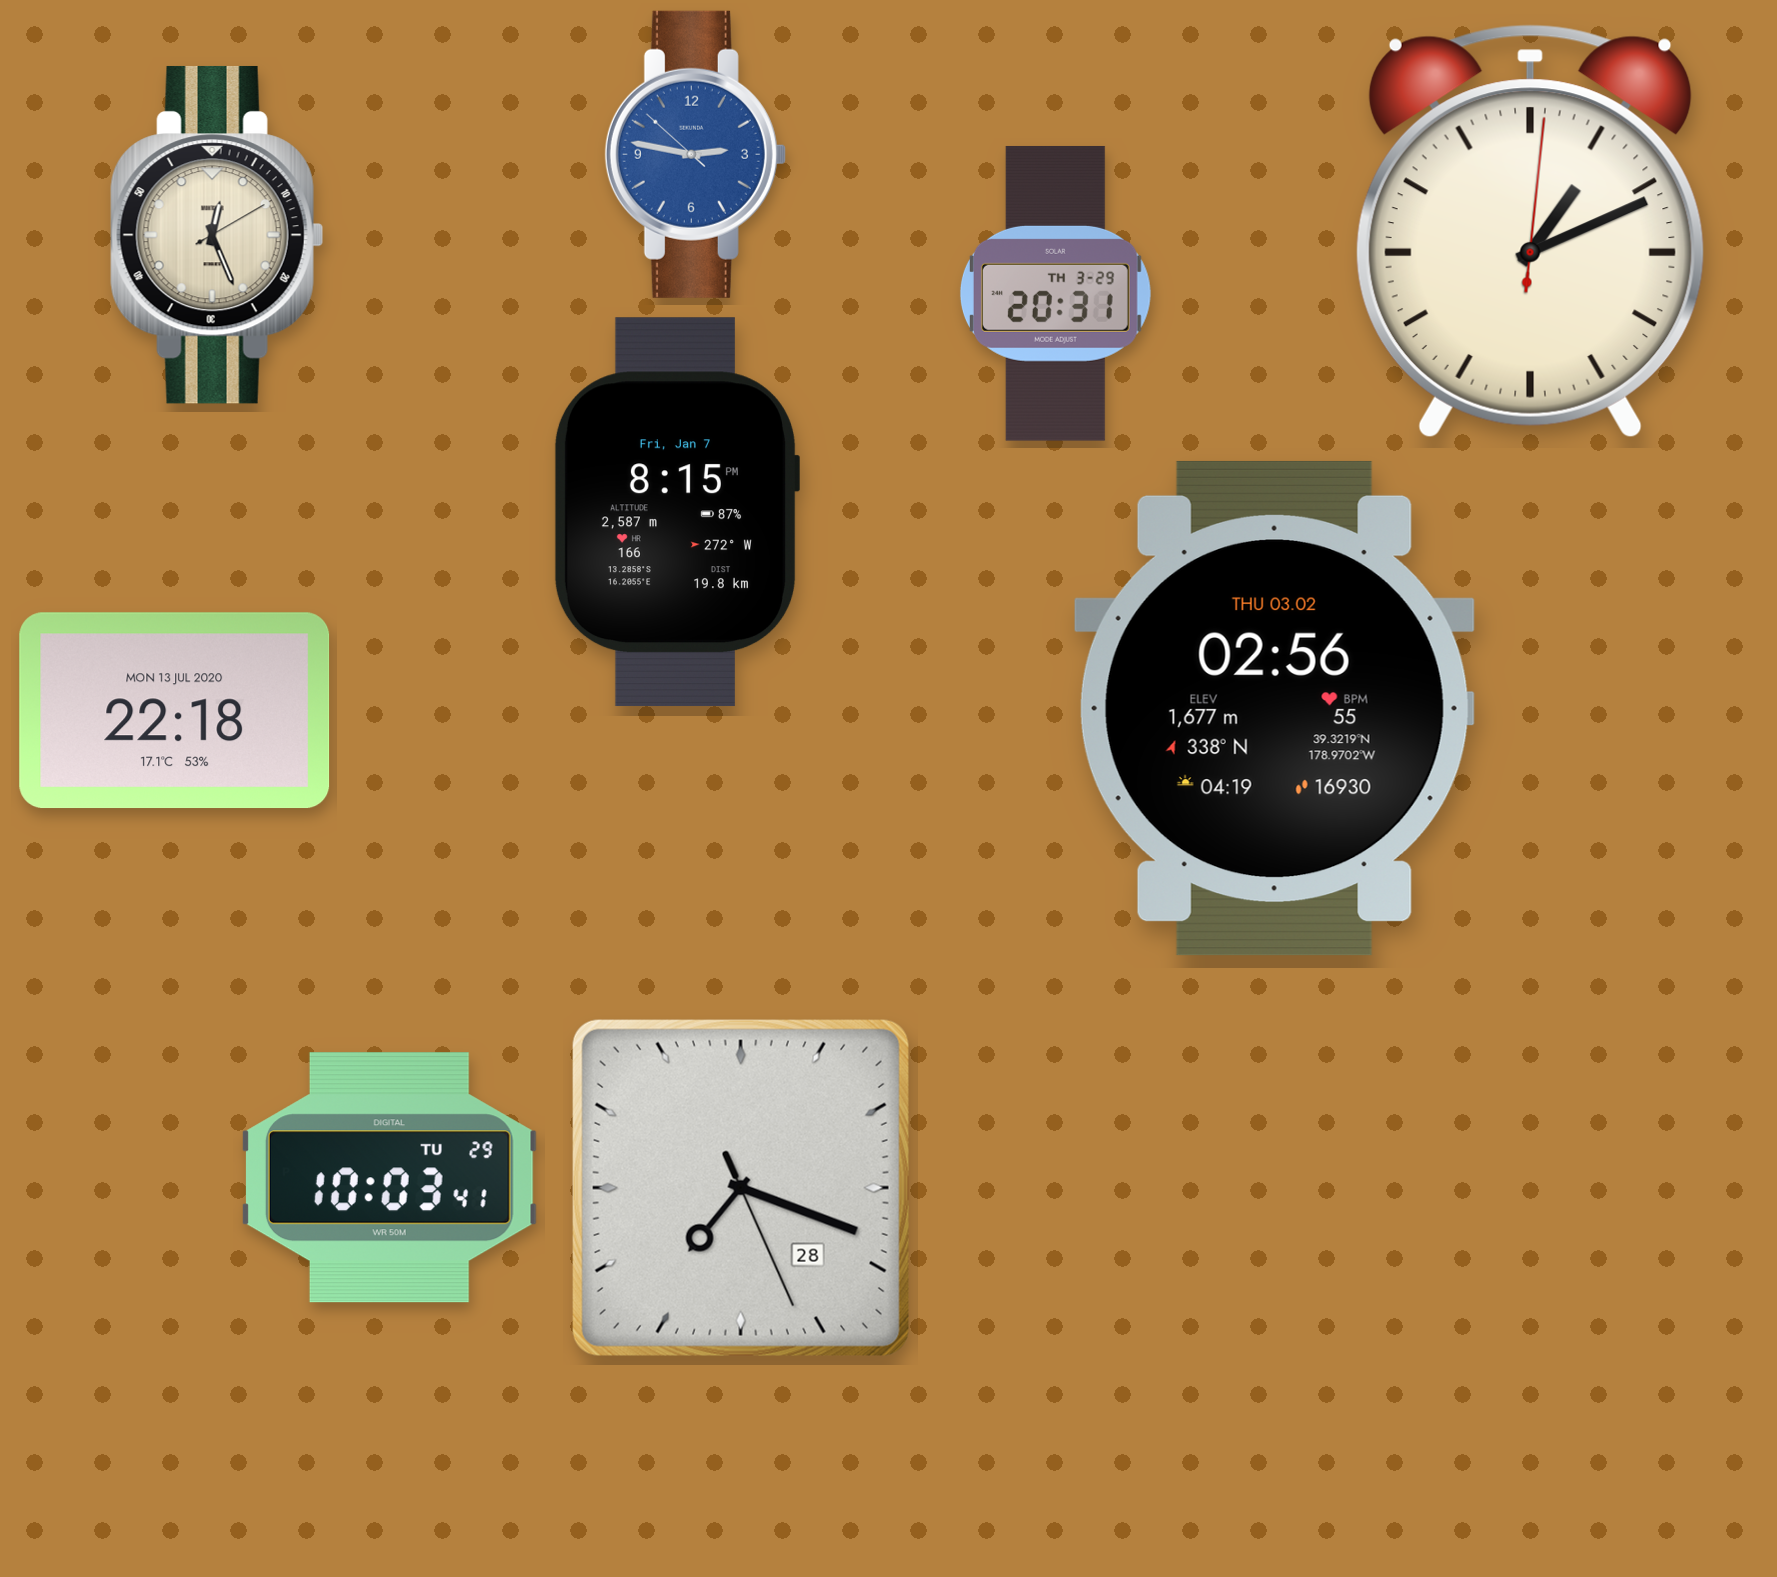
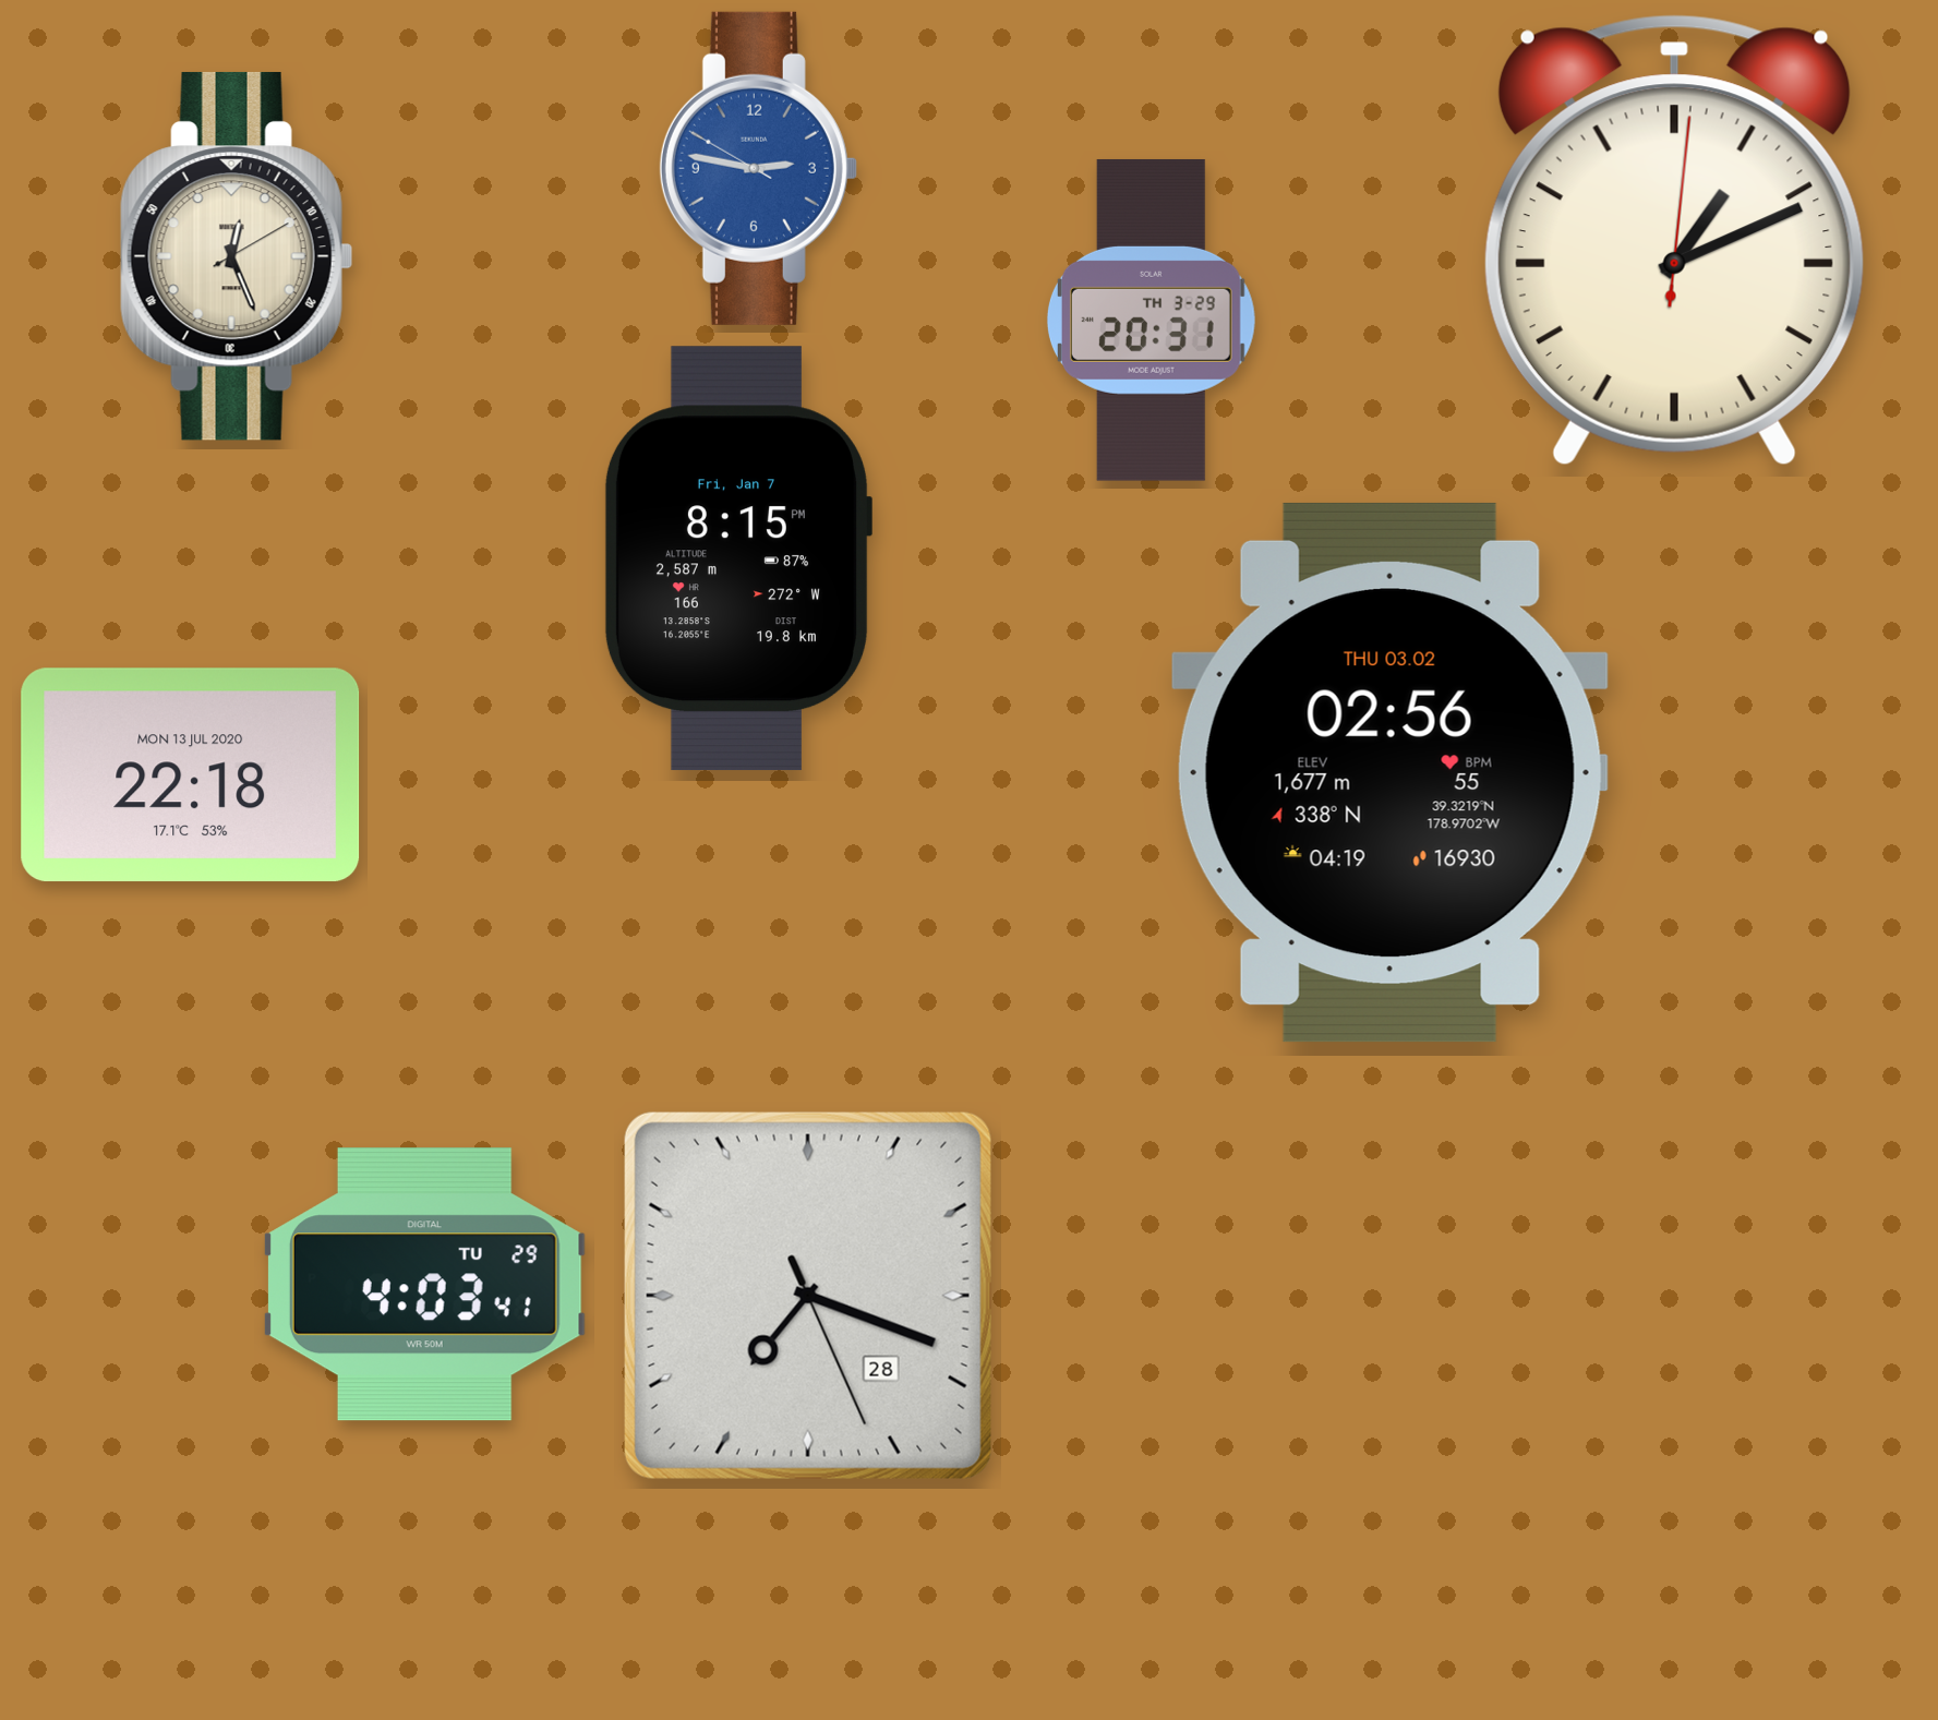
clock at (695, 154): 2:46:52 -> 2:46:50
clock at (1530, 231) position: (1530, 231) -> (1674, 240)
clock at (389, 1178): 10:03 -> 4:03
